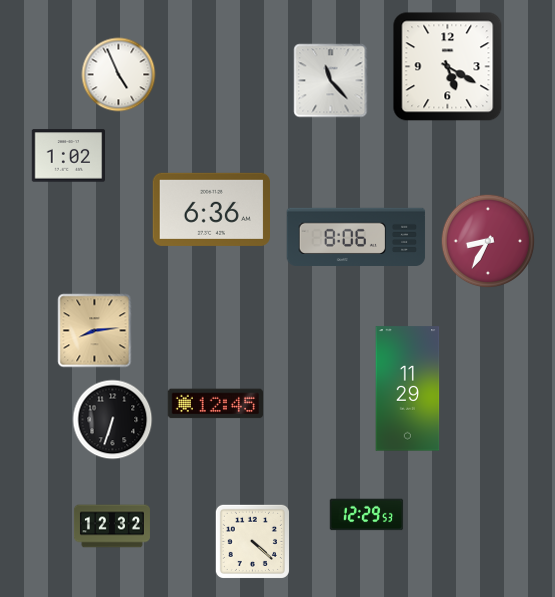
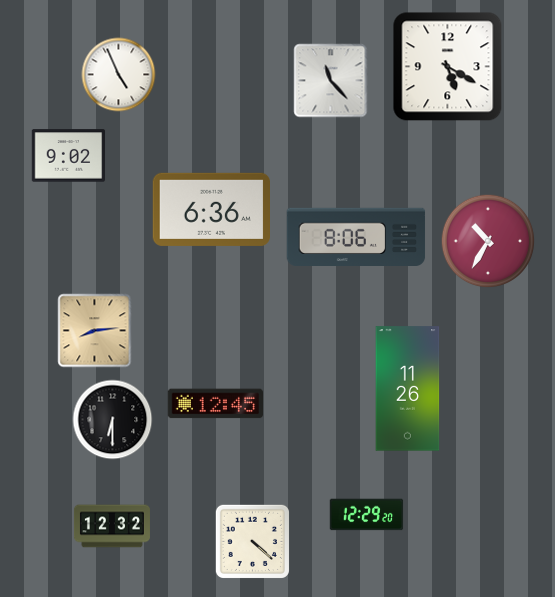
clock at (69, 156): 1:02 -> 9:02
clock at (488, 241): 8:35 -> 10:35
clock at (408, 389): 11:29 -> 11:26
clock at (113, 420): 6:33 -> 6:30
clock at (367, 515): 12:29:53 -> 12:29:20
